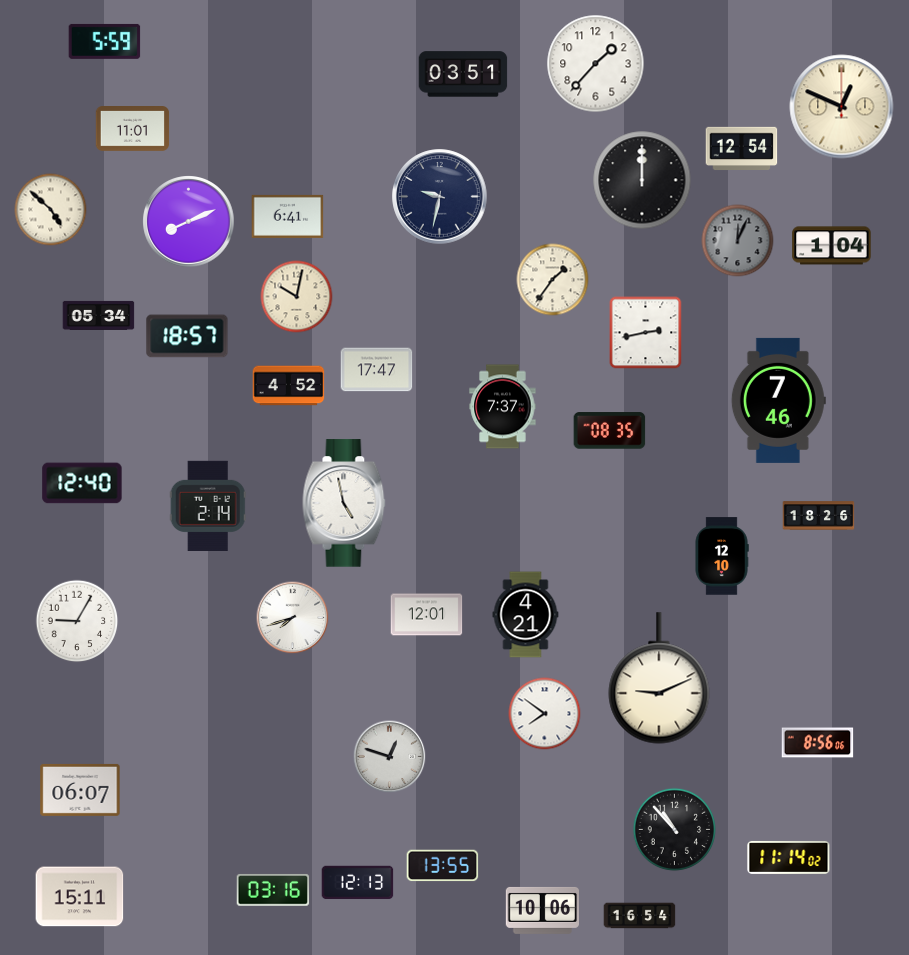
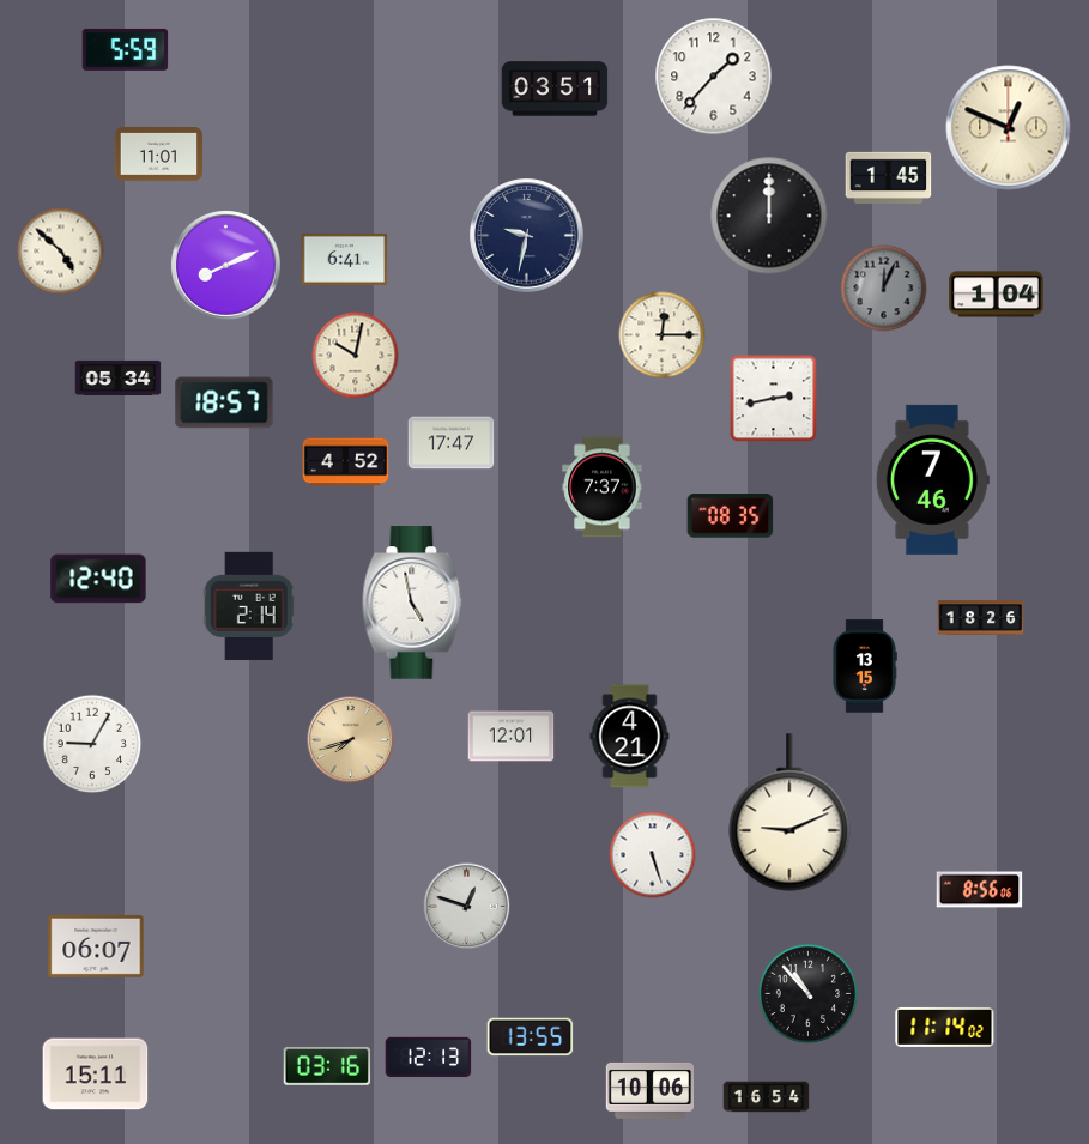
clock at (742, 149): 12:54 -> 1:45
clock at (553, 280): 1:36 -> 12:15
clock at (722, 556): 12:10 -> 13:15
clock at (293, 618) dial: white -> champagne
clock at (545, 714): 7:51 -> 5:27
